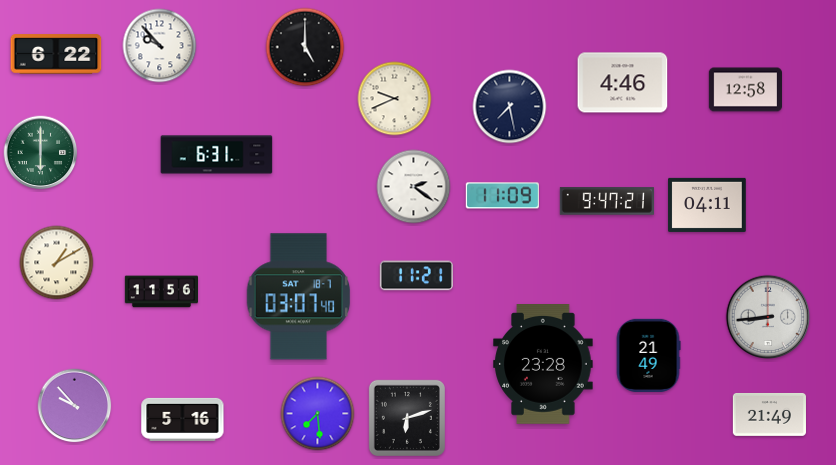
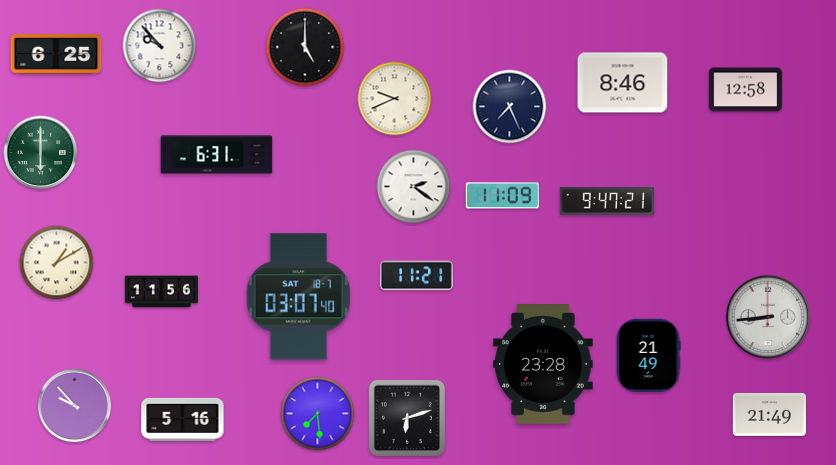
clock at (56, 54): 6:22 -> 6:25
clock at (623, 83): 4:46 -> 8:46
clock at (510, 107): 7:28 -> 7:26
clock at (707, 205): 04:11 -> none
